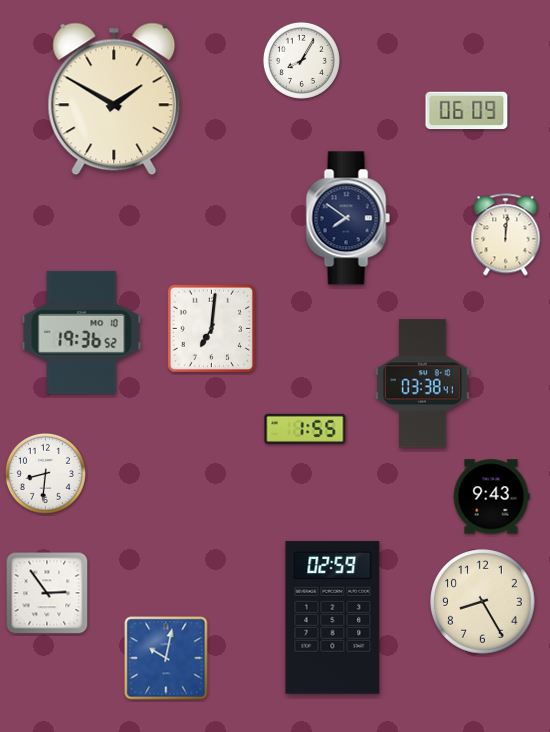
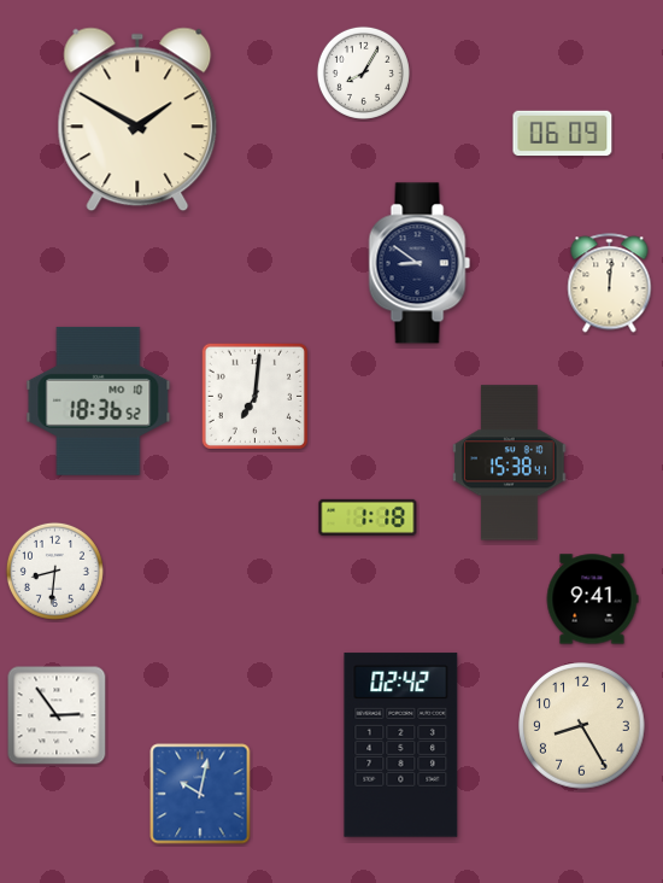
clock at (348, 218): 7:51 -> 8:51
clock at (82, 332): 19:36 -> 18:36
clock at (423, 384): 03:38 -> 15:38
clock at (305, 429): 1:55 -> 1:18
clock at (491, 497): 9:43 -> 9:41
clock at (333, 618): 02:59 -> 02:42
